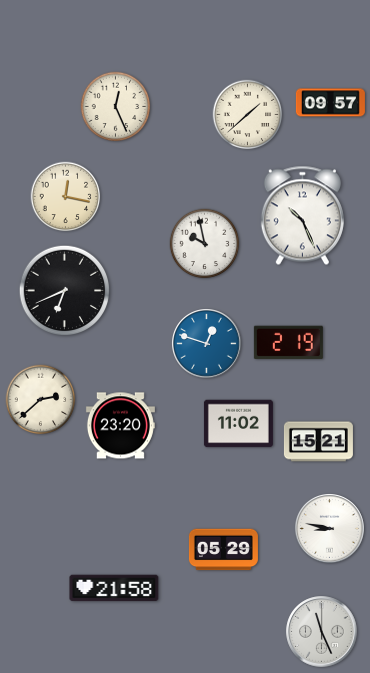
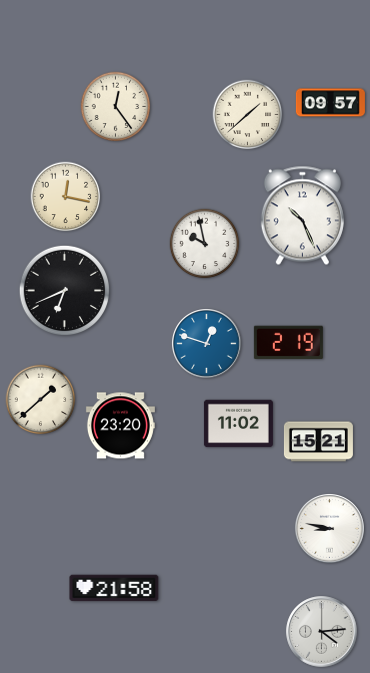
clock at (116, 107): 12:26 -> 12:24
clock at (41, 400): 2:38 -> 1:38
clock at (223, 550): 05:29 -> none
clock at (322, 632): 11:26 -> 4:14
